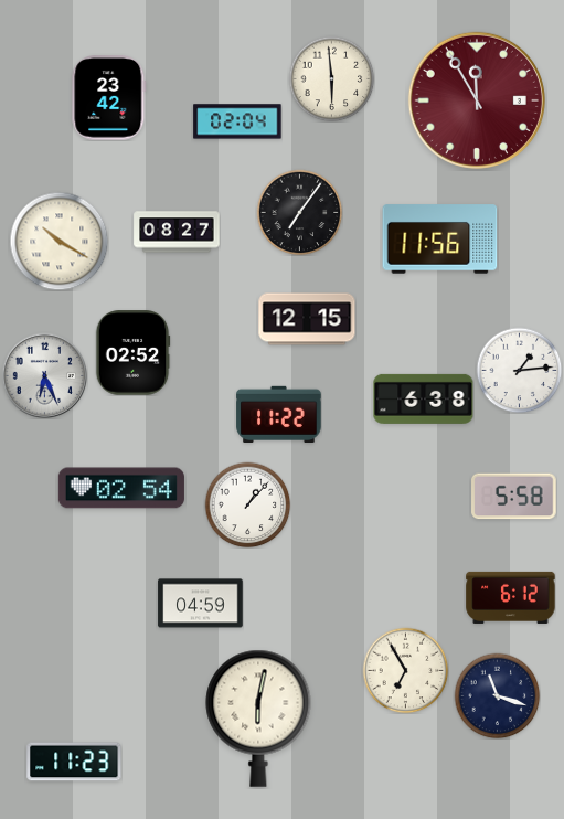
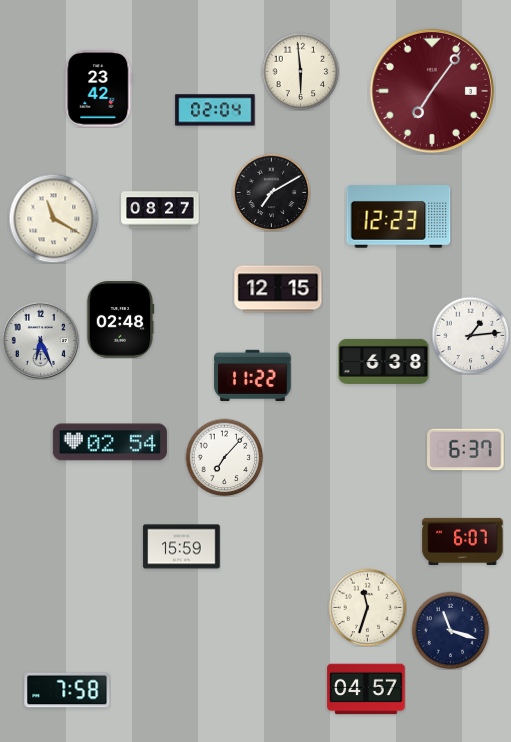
clock at (477, 100): 11:55 -> 7:06
clock at (299, 212): 7:06 -> 7:10
clock at (440, 240): 11:56 -> 12:23
clock at (58, 241): 10:20 -> 11:20
clock at (132, 353): 02:52 -> 02:48
clock at (514, 497): 5:58 -> 6:37
clock at (247, 504): 1:07 -> 7:07
clock at (511, 597): 6:12 -> 6:07
clock at (201, 604): 04:59 -> 15:59
clock at (405, 670): 6:55 -> 11:33
clock at (258, 719): 6:02 -> none
clock at (366, 689): none -> 04:57
clock at (74, 762): 11:23 -> 7:58
